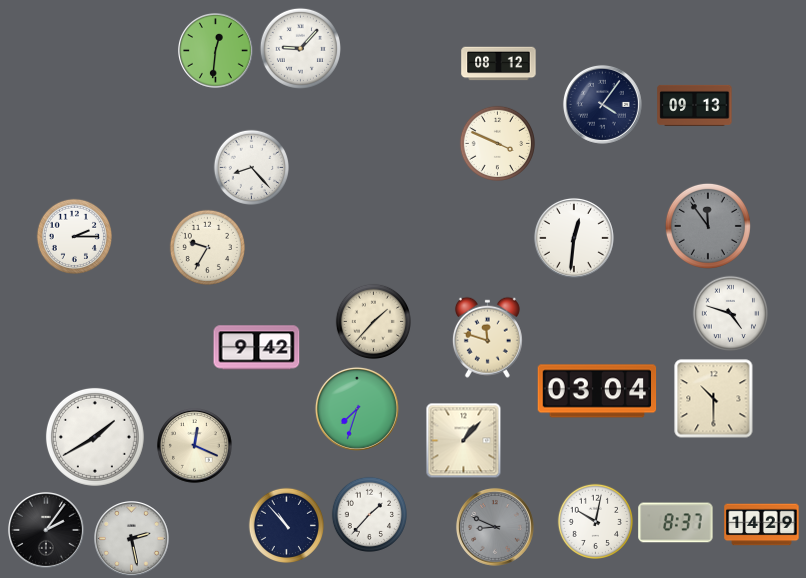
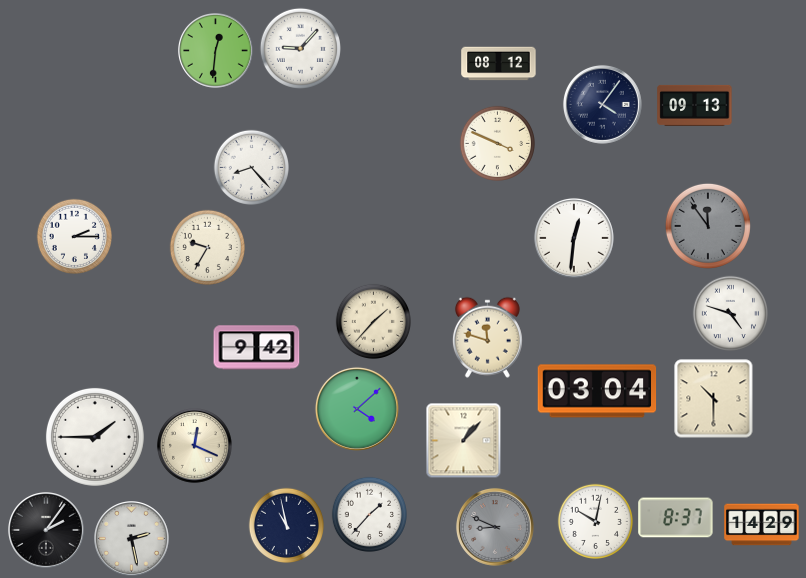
clock at (357, 409): 7:33 -> 4:08
clock at (95, 437): 1:40 -> 1:45
clock at (676, 523) position: (676, 523) -> (676, 518)
clock at (286, 525): 10:53 -> 10:58
